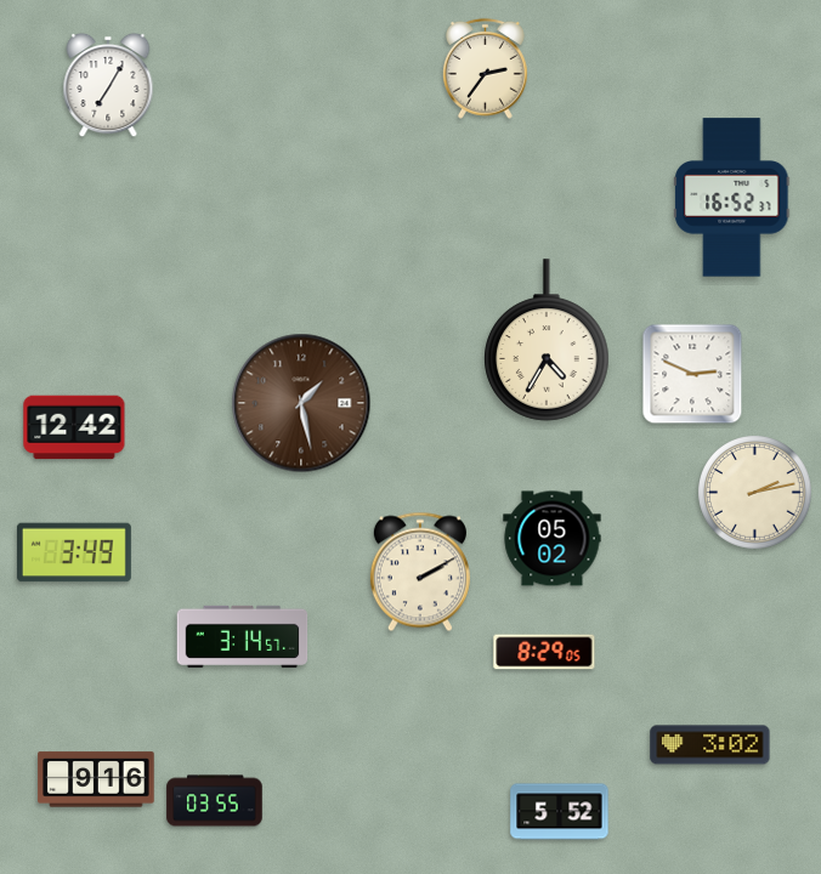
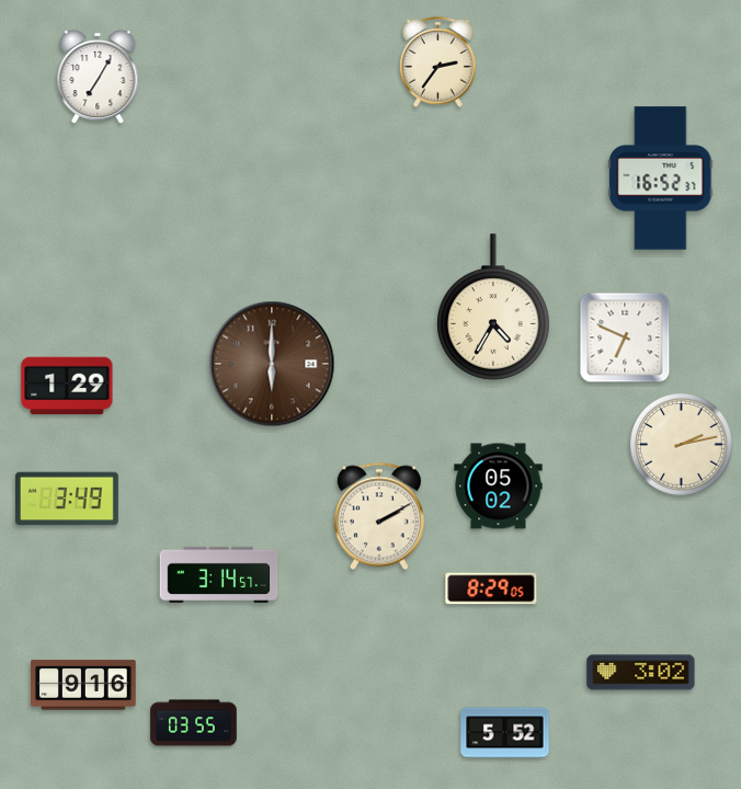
clock at (692, 374): 2:49 -> 6:49
clock at (301, 403): 1:28 -> 6:00
clock at (74, 427): 12:42 -> 1:29
clock at (96, 779) position: (96, 779) -> (83, 685)
